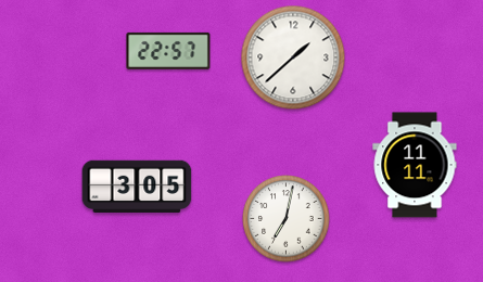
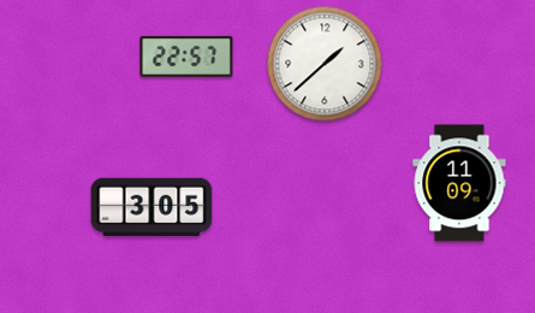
clock at (415, 165): 11:11 -> 11:09
clock at (287, 219): 7:02 -> none
